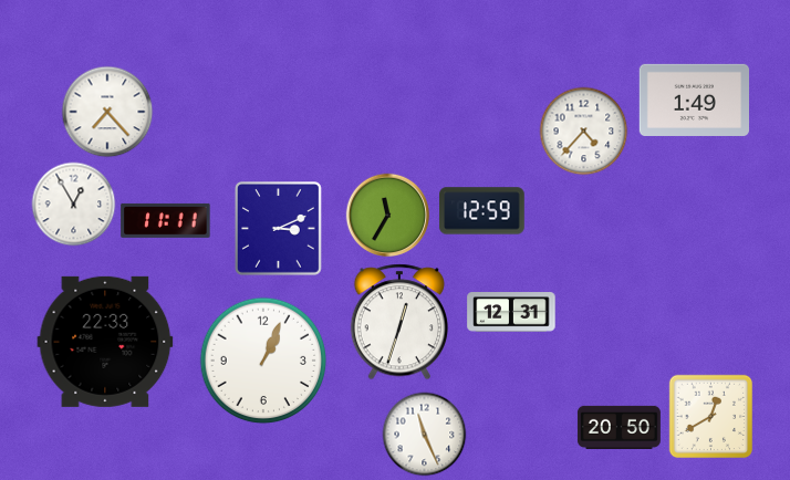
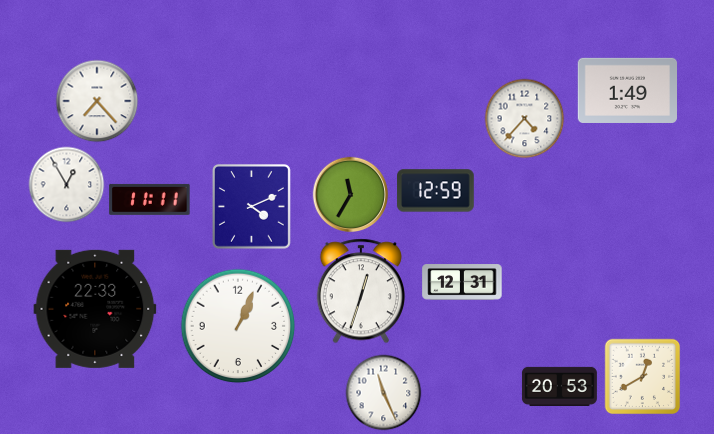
clock at (584, 132) position: (584, 132) -> (525, 119)
clock at (279, 229): 3:11 -> 4:11
clock at (619, 427): 20:50 -> 20:53
